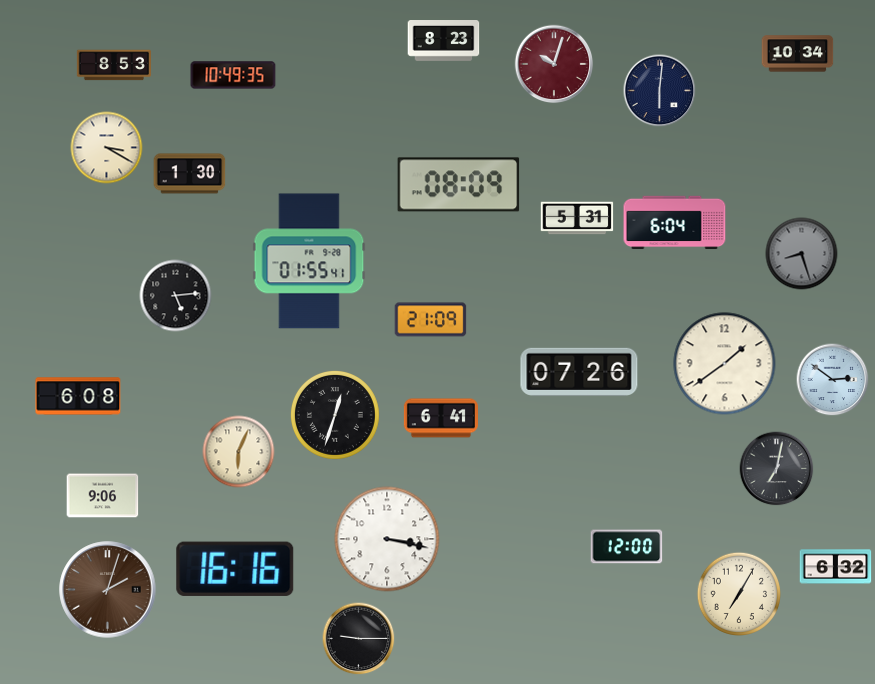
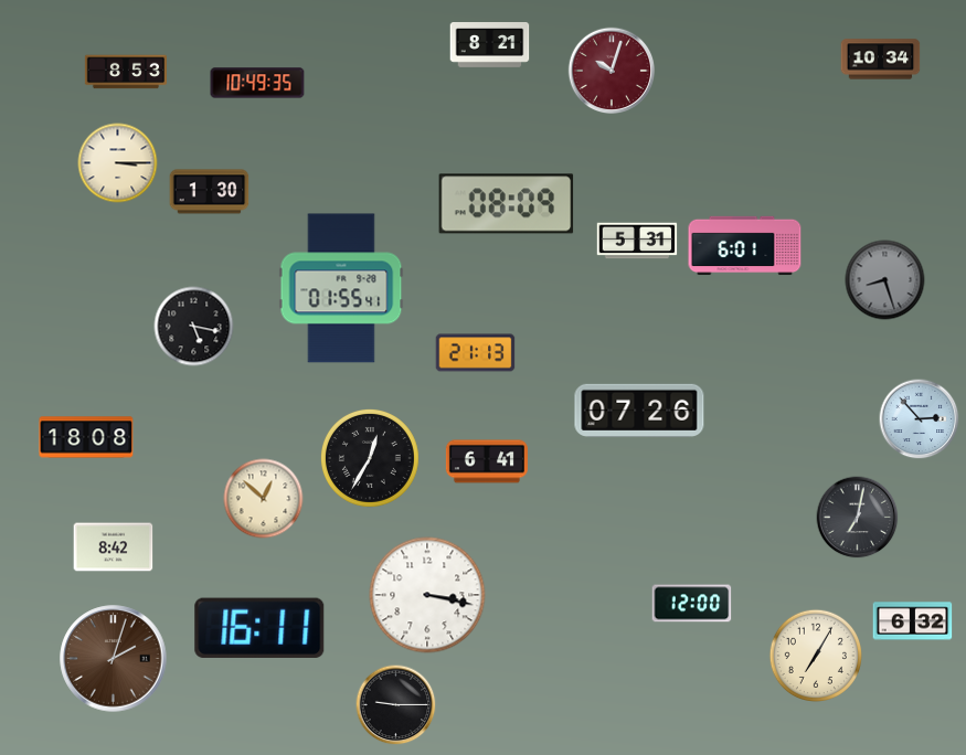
clock at (444, 41): 8:23 -> 8:21
clock at (660, 91): 6:01 -> none
clock at (107, 148): 3:20 -> 3:15
clock at (675, 223): 6:04 -> 6:01
clock at (176, 296): 5:14 -> 5:17
clock at (431, 320): 21:09 -> 21:13
clock at (725, 364): 1:39 -> none
clock at (833, 380): 2:51 -> 2:53
clock at (78, 396): 6:08 -> 18:08
clock at (335, 415): 12:33 -> 12:35
clock at (239, 452): 6:04 -> 12:52
clock at (103, 496): 9:06 -> 8:42
clock at (836, 567) position: (836, 567) -> (913, 621)
clock at (235, 569): 16:16 -> 16:11
clock at (108, 590) position: (108, 590) -> (114, 659)
